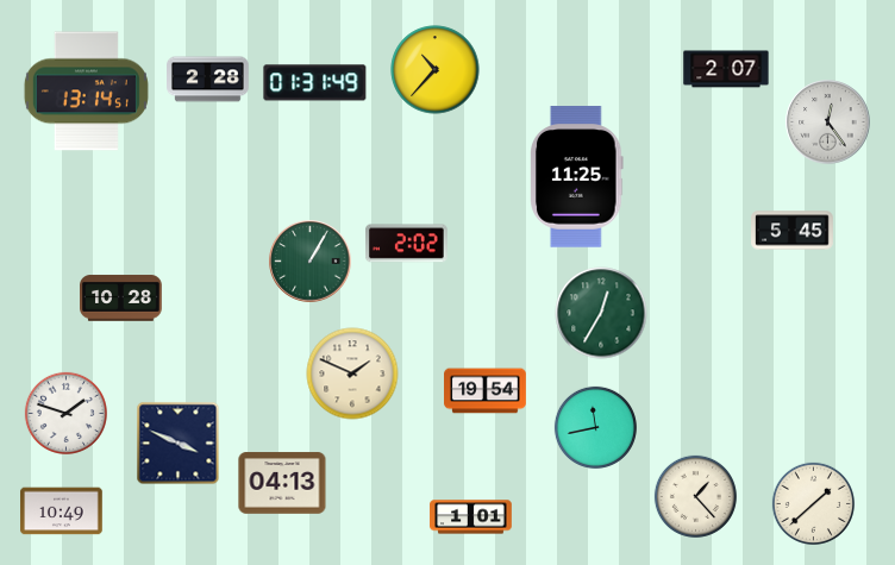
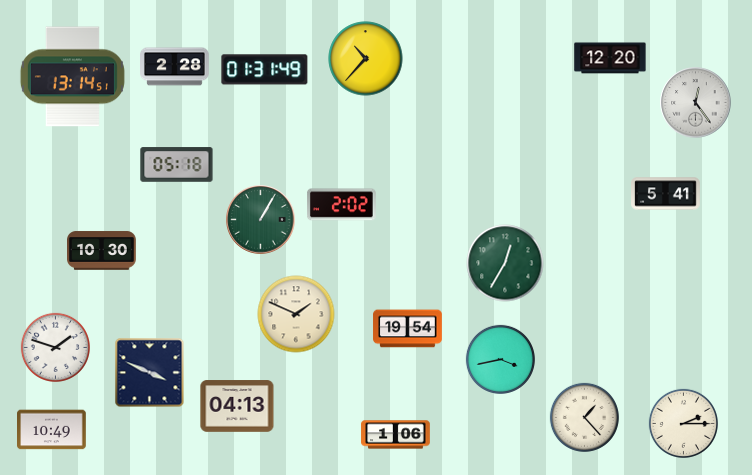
clock at (726, 69): 2:07 -> 12:20
clock at (577, 177): 11:25 -> none
clock at (177, 165): none -> 05:18
clock at (793, 231): 5:45 -> 5:41
clock at (121, 299): 10:28 -> 10:30
clock at (595, 427): 11:43 -> 3:43
clock at (813, 503): 1:38 -> 2:15
clock at (471, 517): 1:01 -> 1:06
